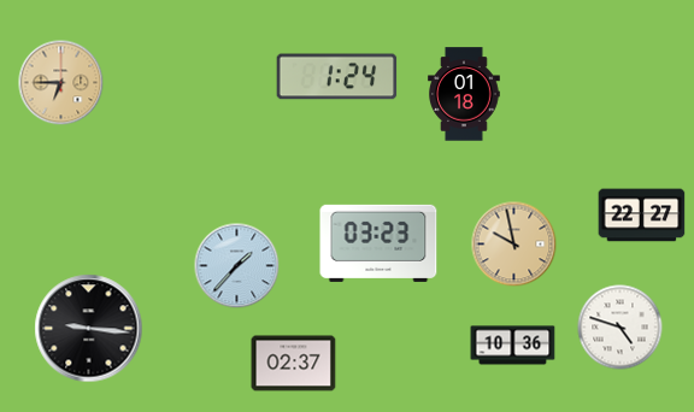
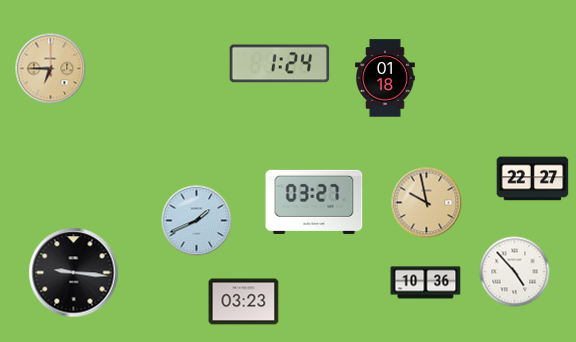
clock at (378, 243): 03:23 -> 03:27
clock at (237, 266): 1:37 -> 1:41
clock at (621, 328): 4:48 -> 4:53
clock at (513, 346) position: (513, 346) -> (426, 283)
clock at (294, 364): 02:37 -> 03:23
